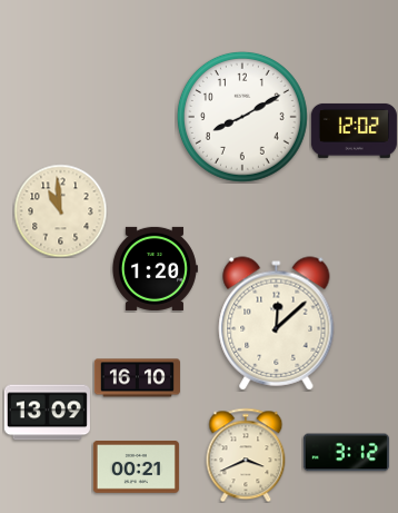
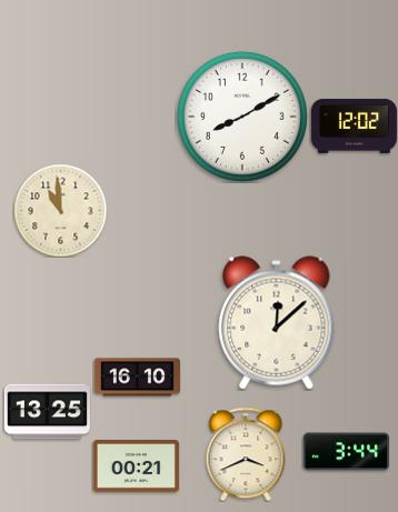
clock at (354, 130) position: (354, 130) -> (354, 126)
clock at (155, 268): 1:20 -> none
clock at (47, 413): 13:09 -> 13:25
clock at (346, 453): 3:12 -> 3:44
